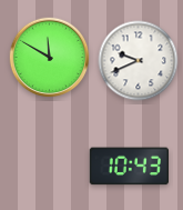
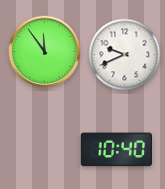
clock at (50, 58): 11:50 -> 11:54
clock at (129, 167): 10:43 -> 10:40
